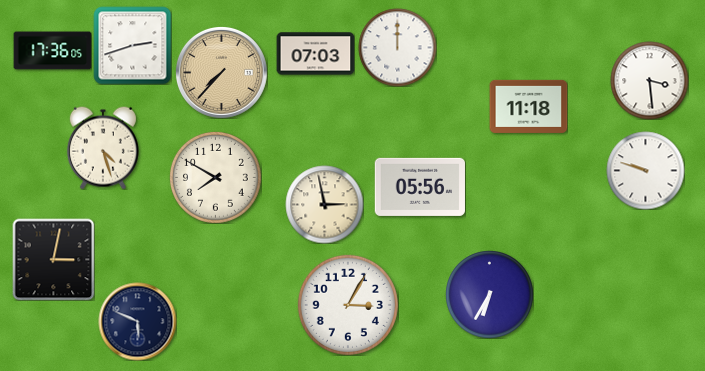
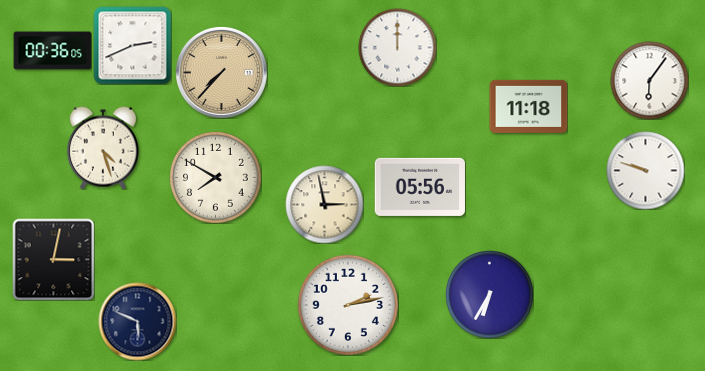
clock at (132, 45): 2:42 -> 2:41
clock at (52, 51): 17:36 -> 00:36
clock at (315, 54): 07:03 -> none
clock at (649, 80): 3:29 -> 6:06
clock at (348, 305): 3:05 -> 2:13
